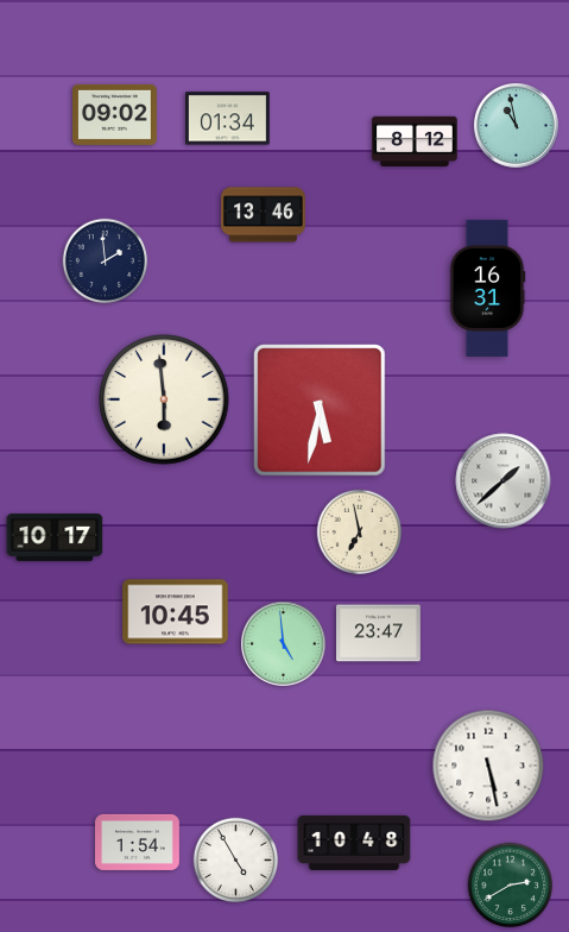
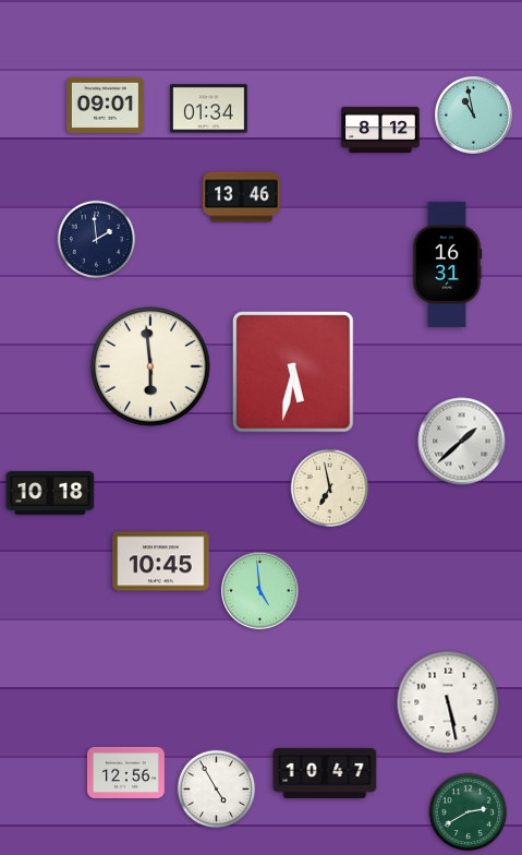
clock at (115, 114): 09:02 -> 09:01
clock at (320, 410) position: (320, 410) -> (293, 372)
clock at (55, 537): 10:17 -> 10:18
clock at (379, 634): 23:47 -> none
clock at (138, 842): 1:54 -> 12:56
clock at (354, 843): 10:48 -> 10:47
